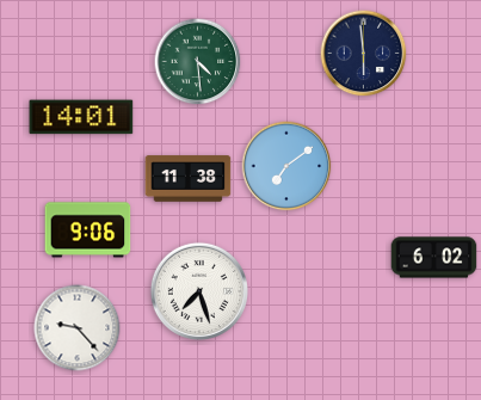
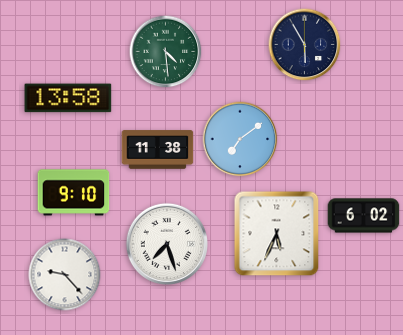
clock at (364, 54): 5:59 -> 5:55
clock at (81, 117): 14:01 -> 13:58
clock at (88, 230): 9:06 -> 9:10
clock at (277, 234): none -> 5:34
